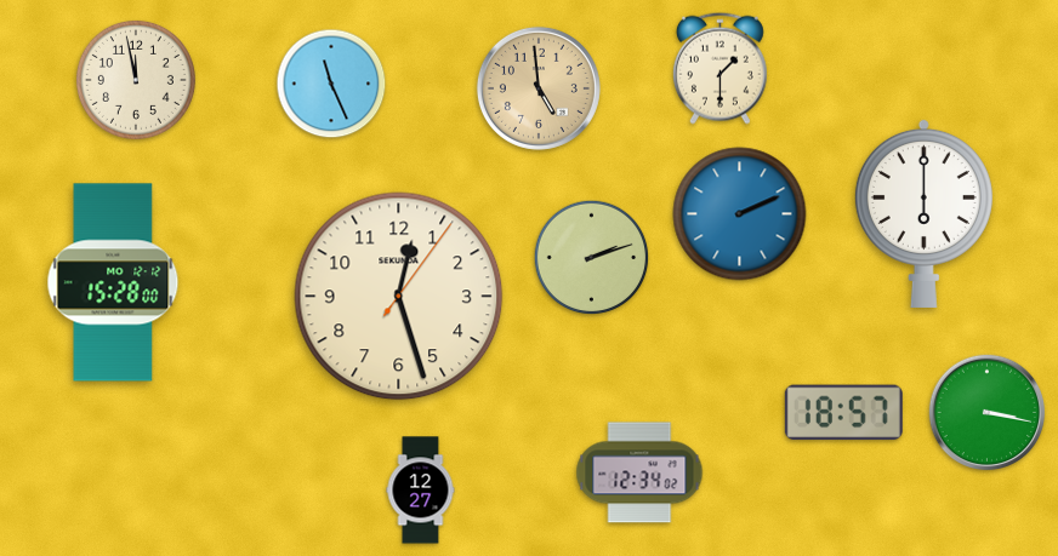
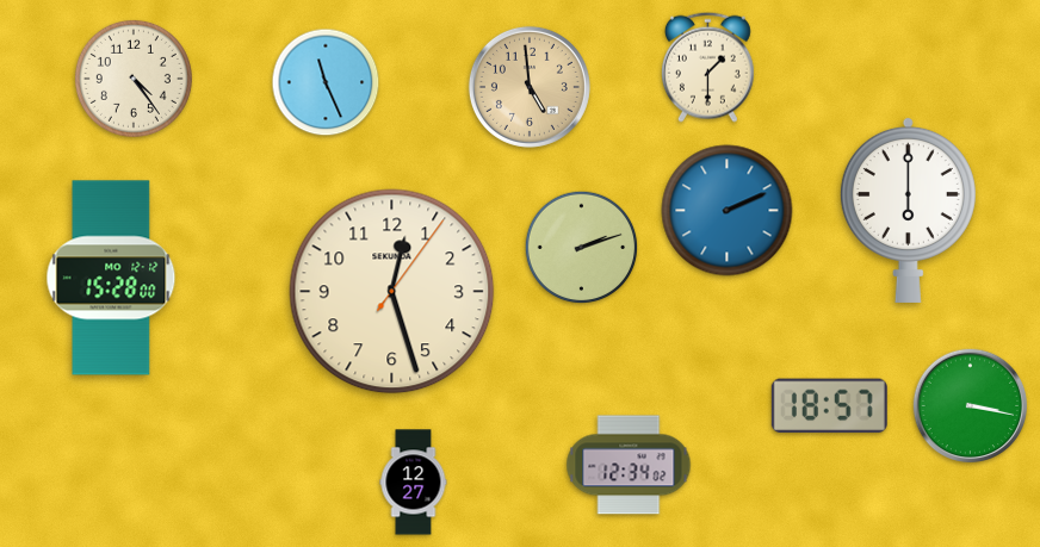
clock at (136, 80): 11:58 -> 4:24
clock at (592, 258) position: (592, 258) -> (582, 248)
